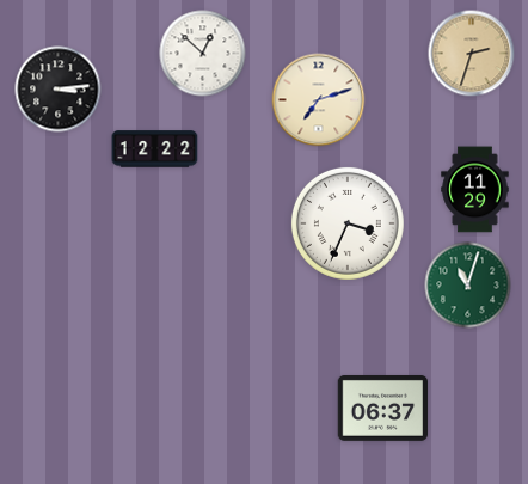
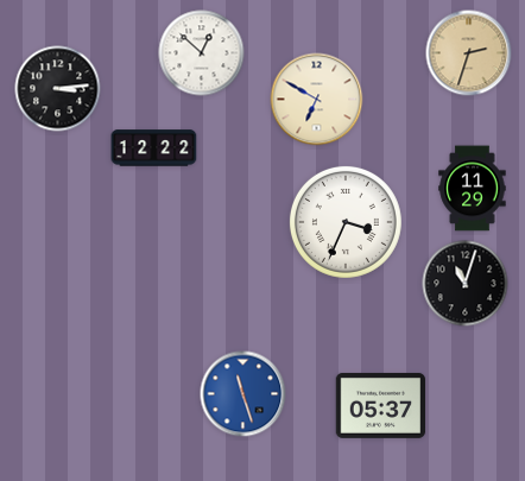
clock at (319, 100): 7:12 -> 6:50
clock at (468, 286) dial: green -> black
clock at (243, 394): none -> 11:27
clock at (383, 408): 06:37 -> 05:37
